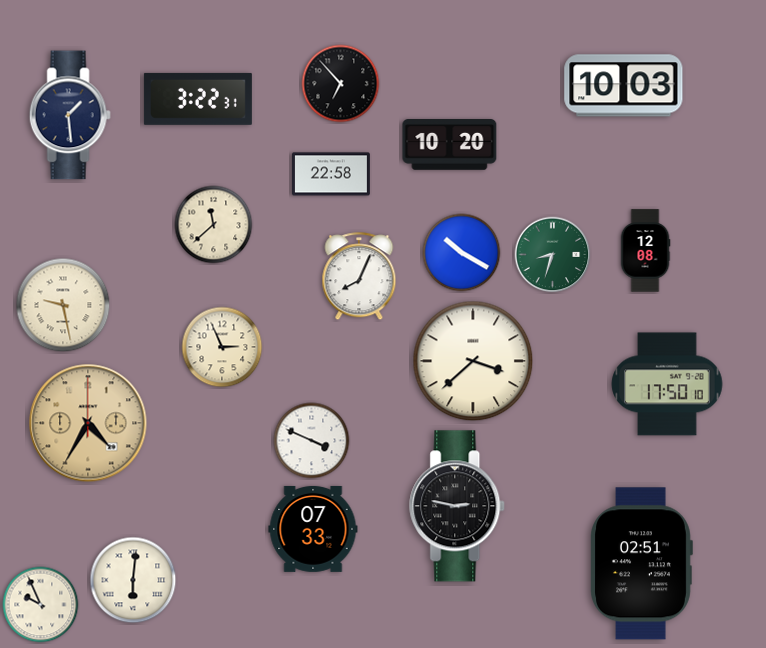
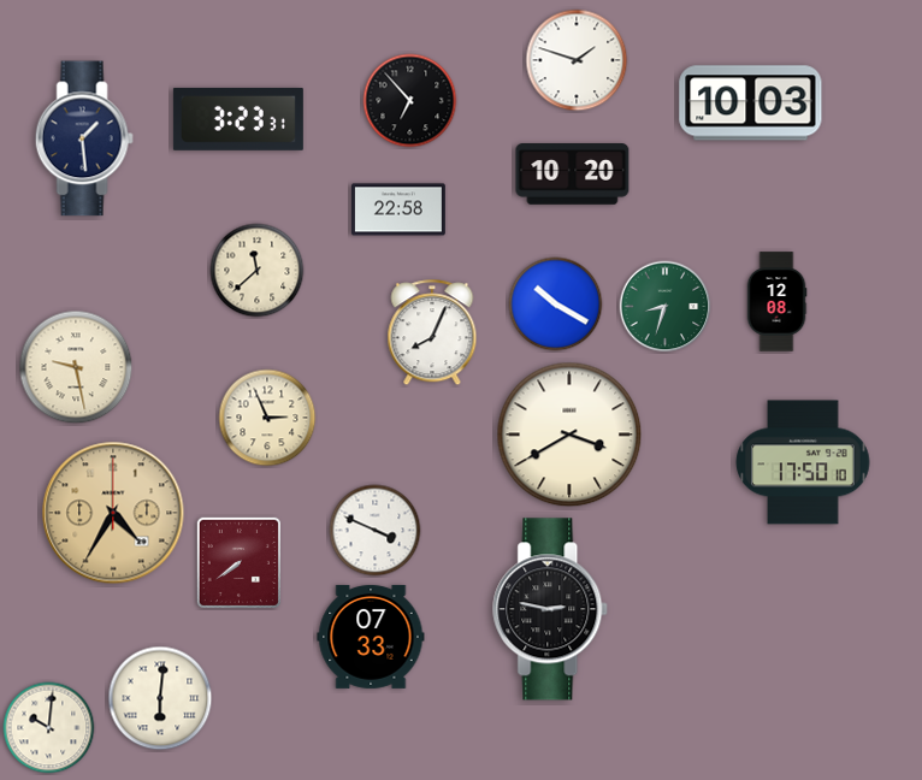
clock at (577, 60): none -> 1:48
clock at (198, 99): 3:22 -> 3:23
clock at (450, 145) position: (450, 145) -> (573, 175)
clock at (473, 361): 3:38 -> 3:40
clock at (88, 423) position: (88, 423) -> (113, 513)
clock at (238, 562): none -> 7:39
clock at (313, 529) position: (313, 529) -> (371, 637)
clock at (641, 564): 02:51 -> none
clock at (41, 605): 9:56 -> 10:01
